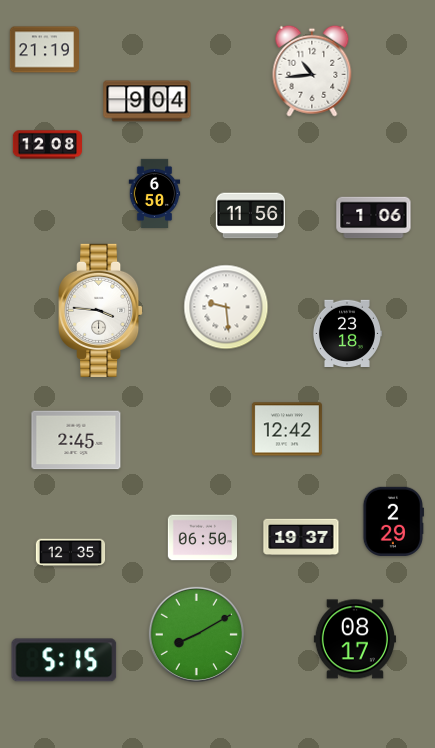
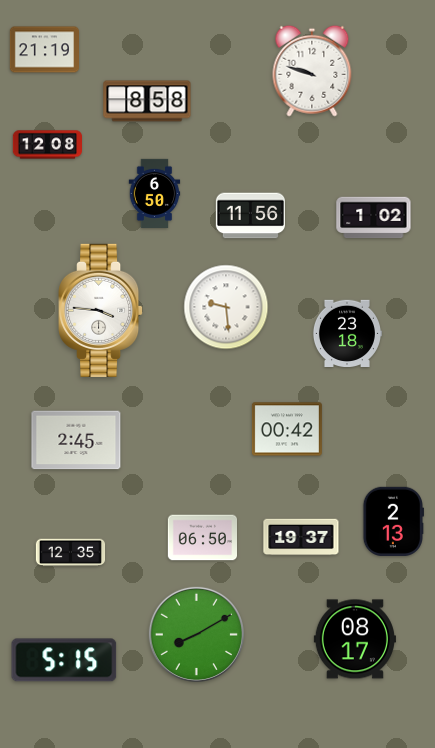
clock at (312, 71): 10:44 -> 9:48
clock at (147, 101): 9:04 -> 8:58
clock at (374, 218): 1:06 -> 1:02
clock at (287, 429): 12:42 -> 00:42
clock at (392, 521): 2:29 -> 2:13
